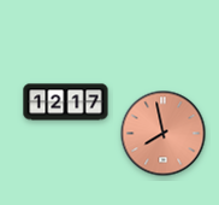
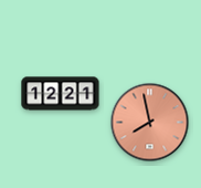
clock at (66, 102): 12:17 -> 12:21
